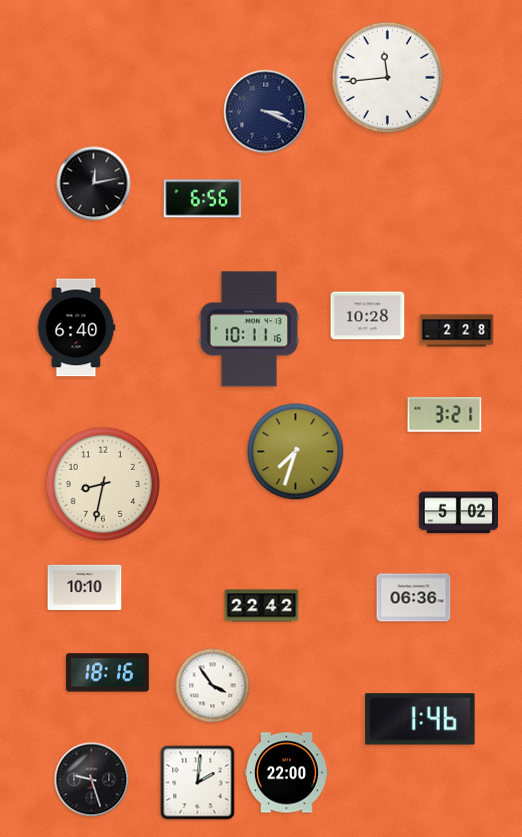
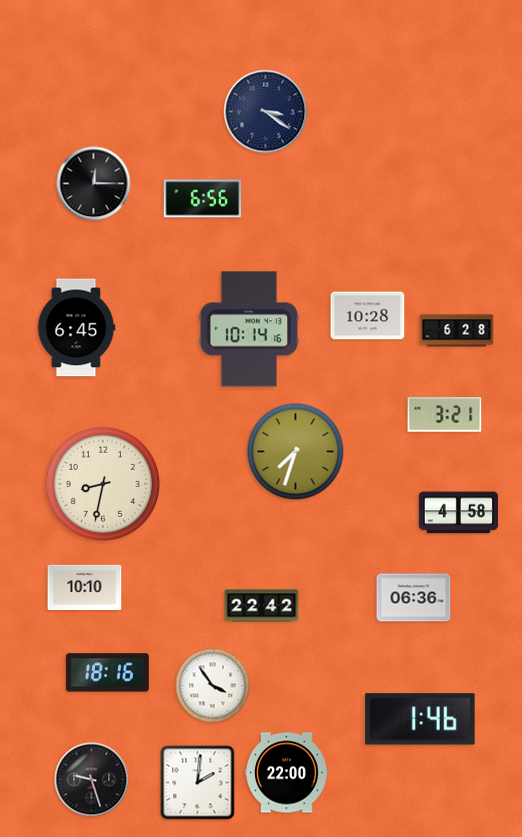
clock at (388, 78): 11:44 -> none
clock at (266, 112): 3:19 -> 3:21
clock at (94, 184): 12:13 -> 12:15
clock at (76, 328): 6:40 -> 6:45
clock at (249, 329): 10:11 -> 10:14
clock at (457, 331): 2:28 -> 6:28
clock at (458, 513): 5:02 -> 4:58
